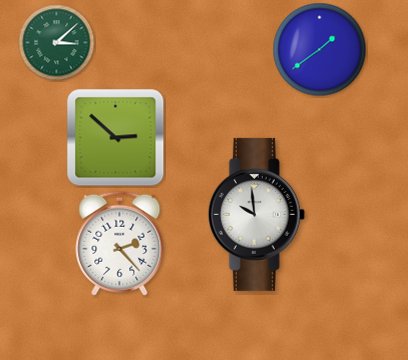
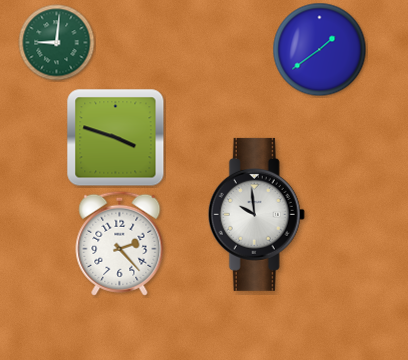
clock at (57, 43): 3:08 -> 9:01
clock at (116, 138): 2:52 -> 3:48
